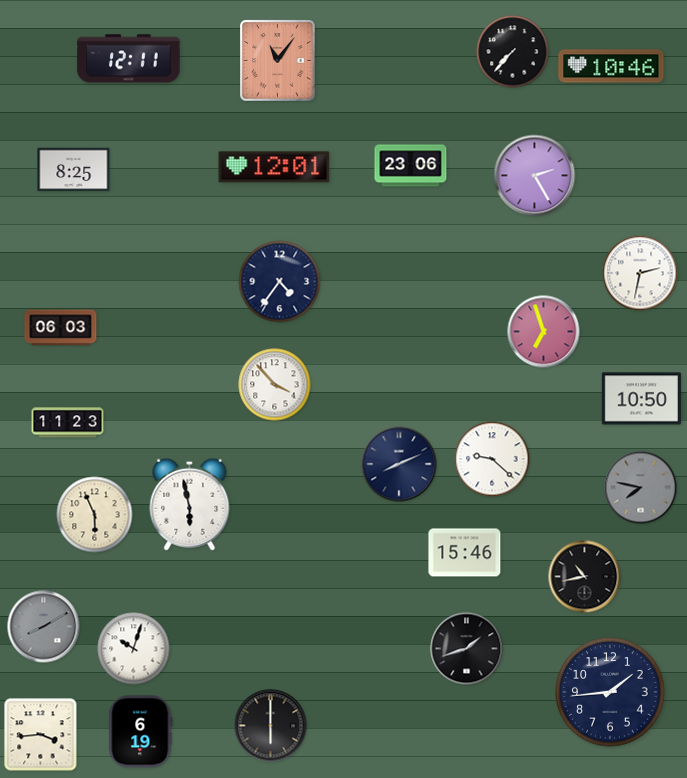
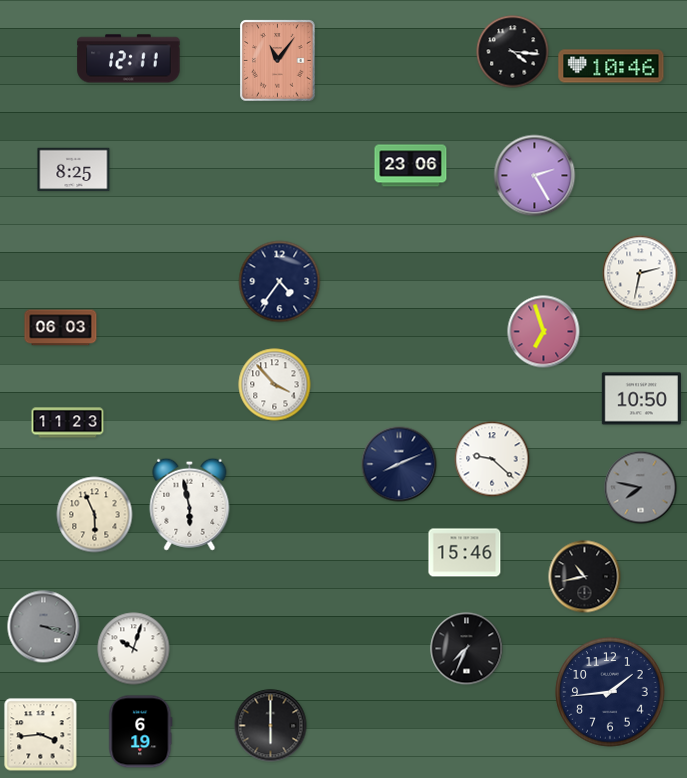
clock at (513, 52): 7:37 -> 4:16
clock at (274, 167): 12:01 -> none
clock at (44, 627): 8:10 -> 3:18
clock at (467, 649): 1:42 -> 7:34
